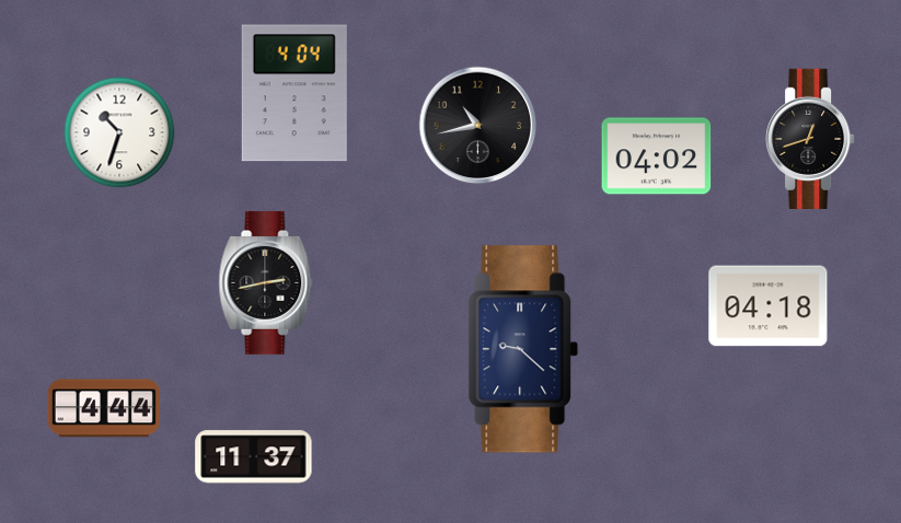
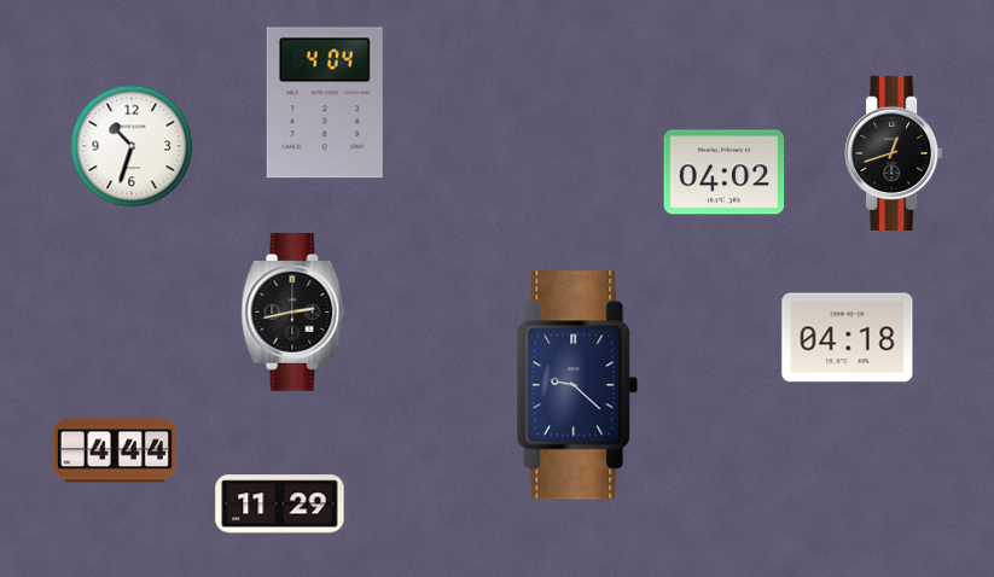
clock at (478, 126): 10:43 -> none
clock at (254, 457): 11:37 -> 11:29
